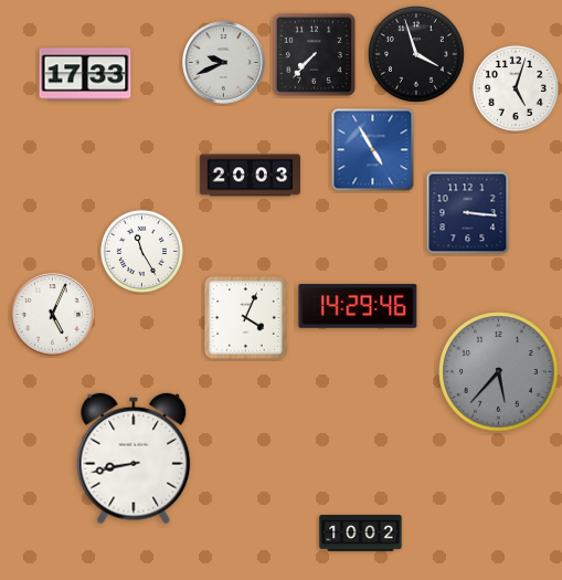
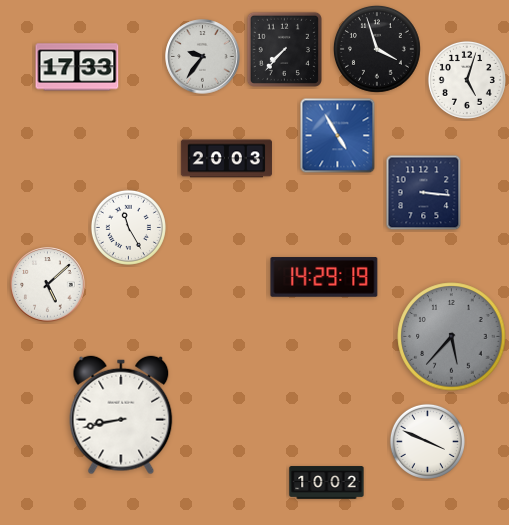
clock at (224, 63): 9:41 -> 9:36
clock at (358, 306): 14:29:46 -> 14:29:19
clock at (53, 315): 5:04 -> 5:08
clock at (246, 318): 4:04 -> none
clock at (427, 441): none -> 3:49
